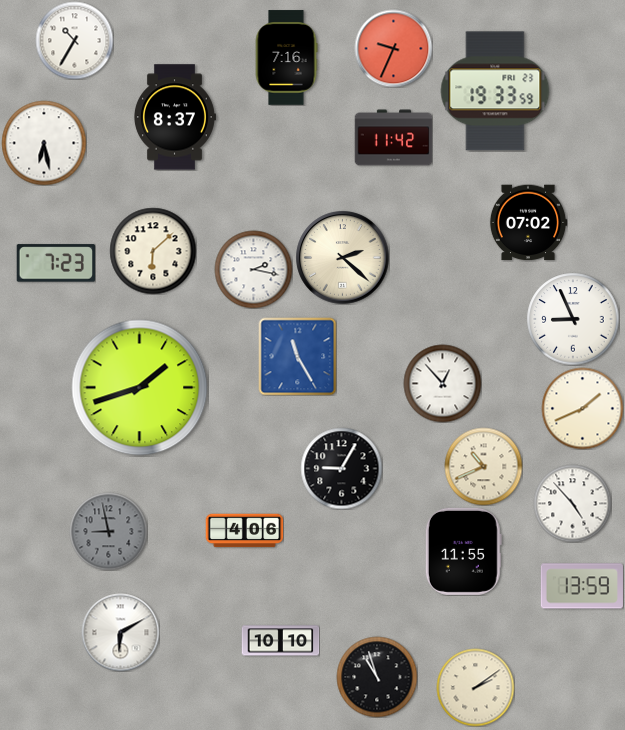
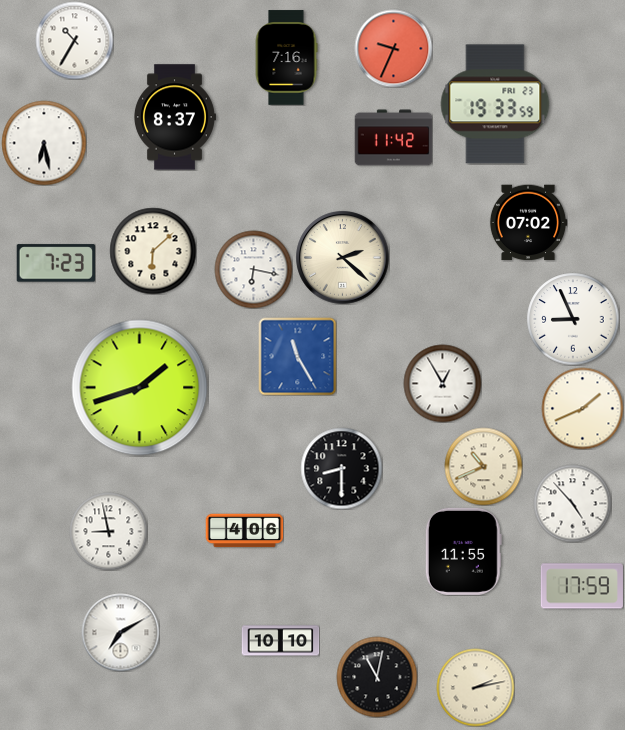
clock at (495, 91) position: (495, 91) -> (495, 104)
clock at (253, 269): 2:17 -> 6:17
clock at (442, 383): 12:53 -> 12:55
clock at (341, 468): 9:05 -> 8:30
clock at (108, 531) dial: grey -> white
clock at (582, 586): 13:59 -> 17:59
clock at (120, 632): 6:10 -> 7:10
clock at (377, 677): 10:57 -> 11:02
clock at (475, 687): 2:09 -> 2:13
